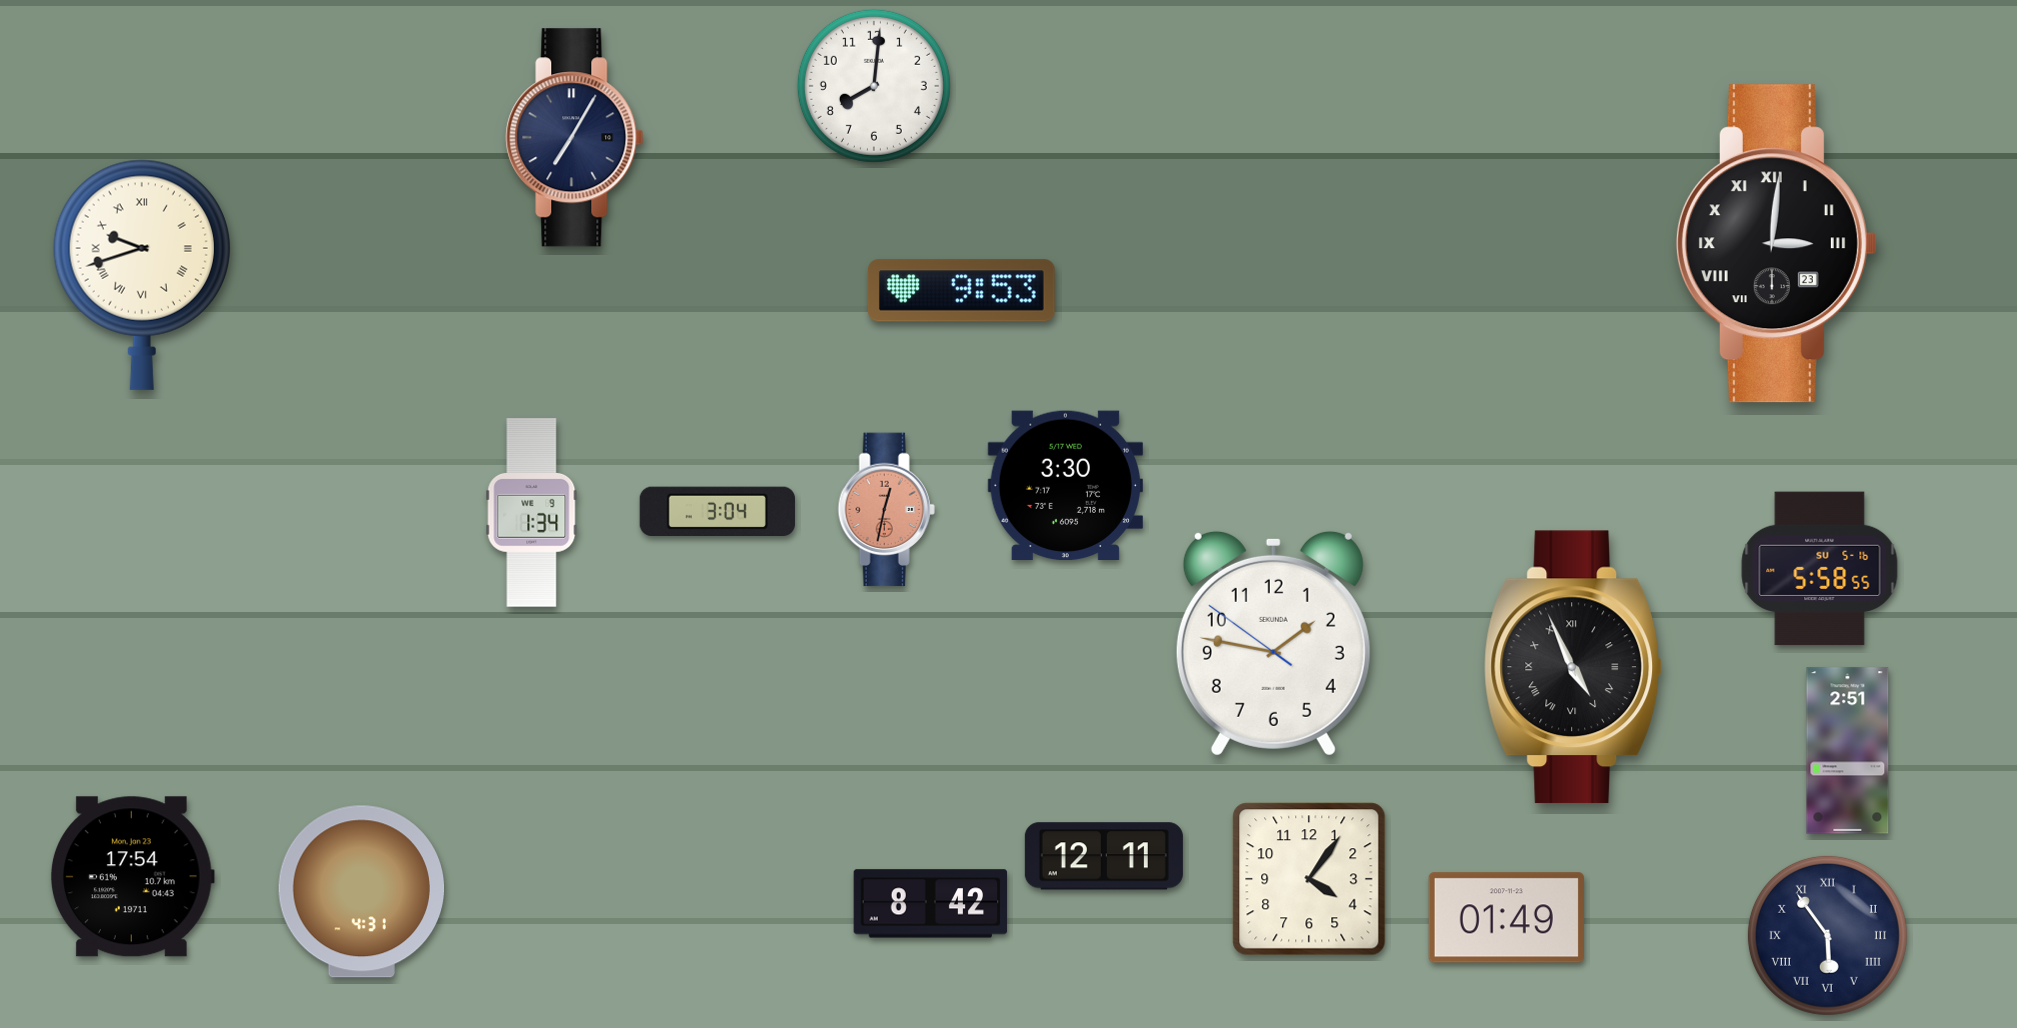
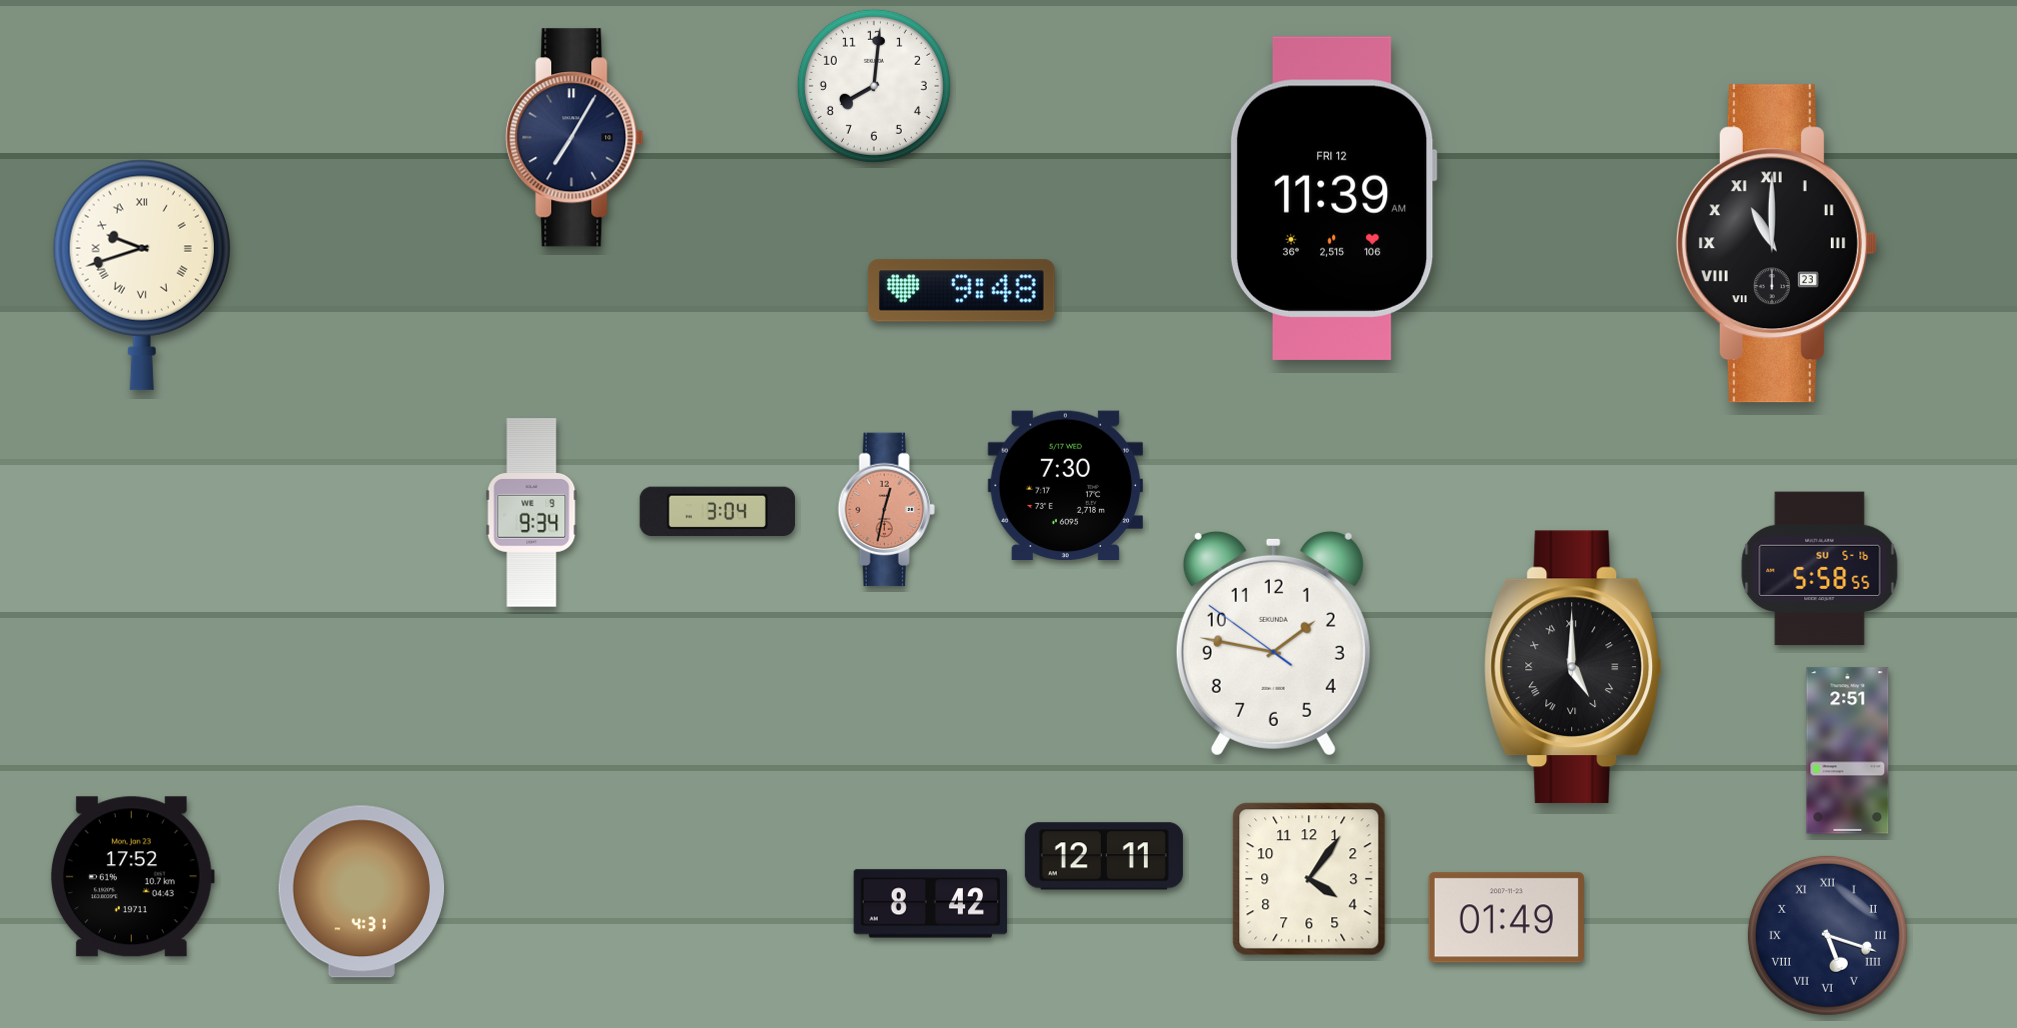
clock at (1333, 198): none -> 11:39
clock at (1776, 244): 3:01 -> 11:00
clock at (961, 291): 9:53 -> 9:48
clock at (1065, 486): 3:30 -> 7:30
clock at (532, 513): 1:34 -> 9:34
clock at (1574, 667): 4:56 -> 5:00
clock at (132, 877): 17:54 -> 17:52
clock at (1827, 935): 5:54 -> 5:18
